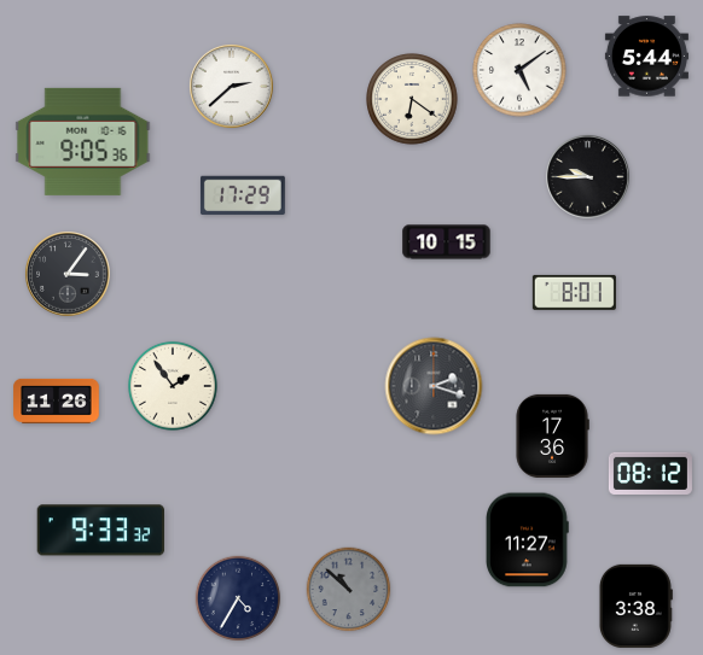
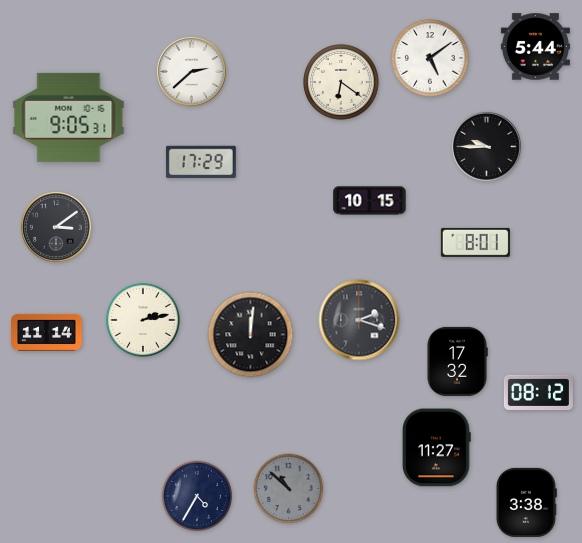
clock at (83, 141): 9:05:36 -> 9:05:31
clock at (69, 275): 3:06 -> 3:09
clock at (173, 386): 1:54 -> 2:13
clock at (57, 400): 11:26 -> 11:14
clock at (251, 335): none -> 12:01
clock at (552, 435): 17:36 -> 17:32
clock at (100, 531): 9:33 -> none
